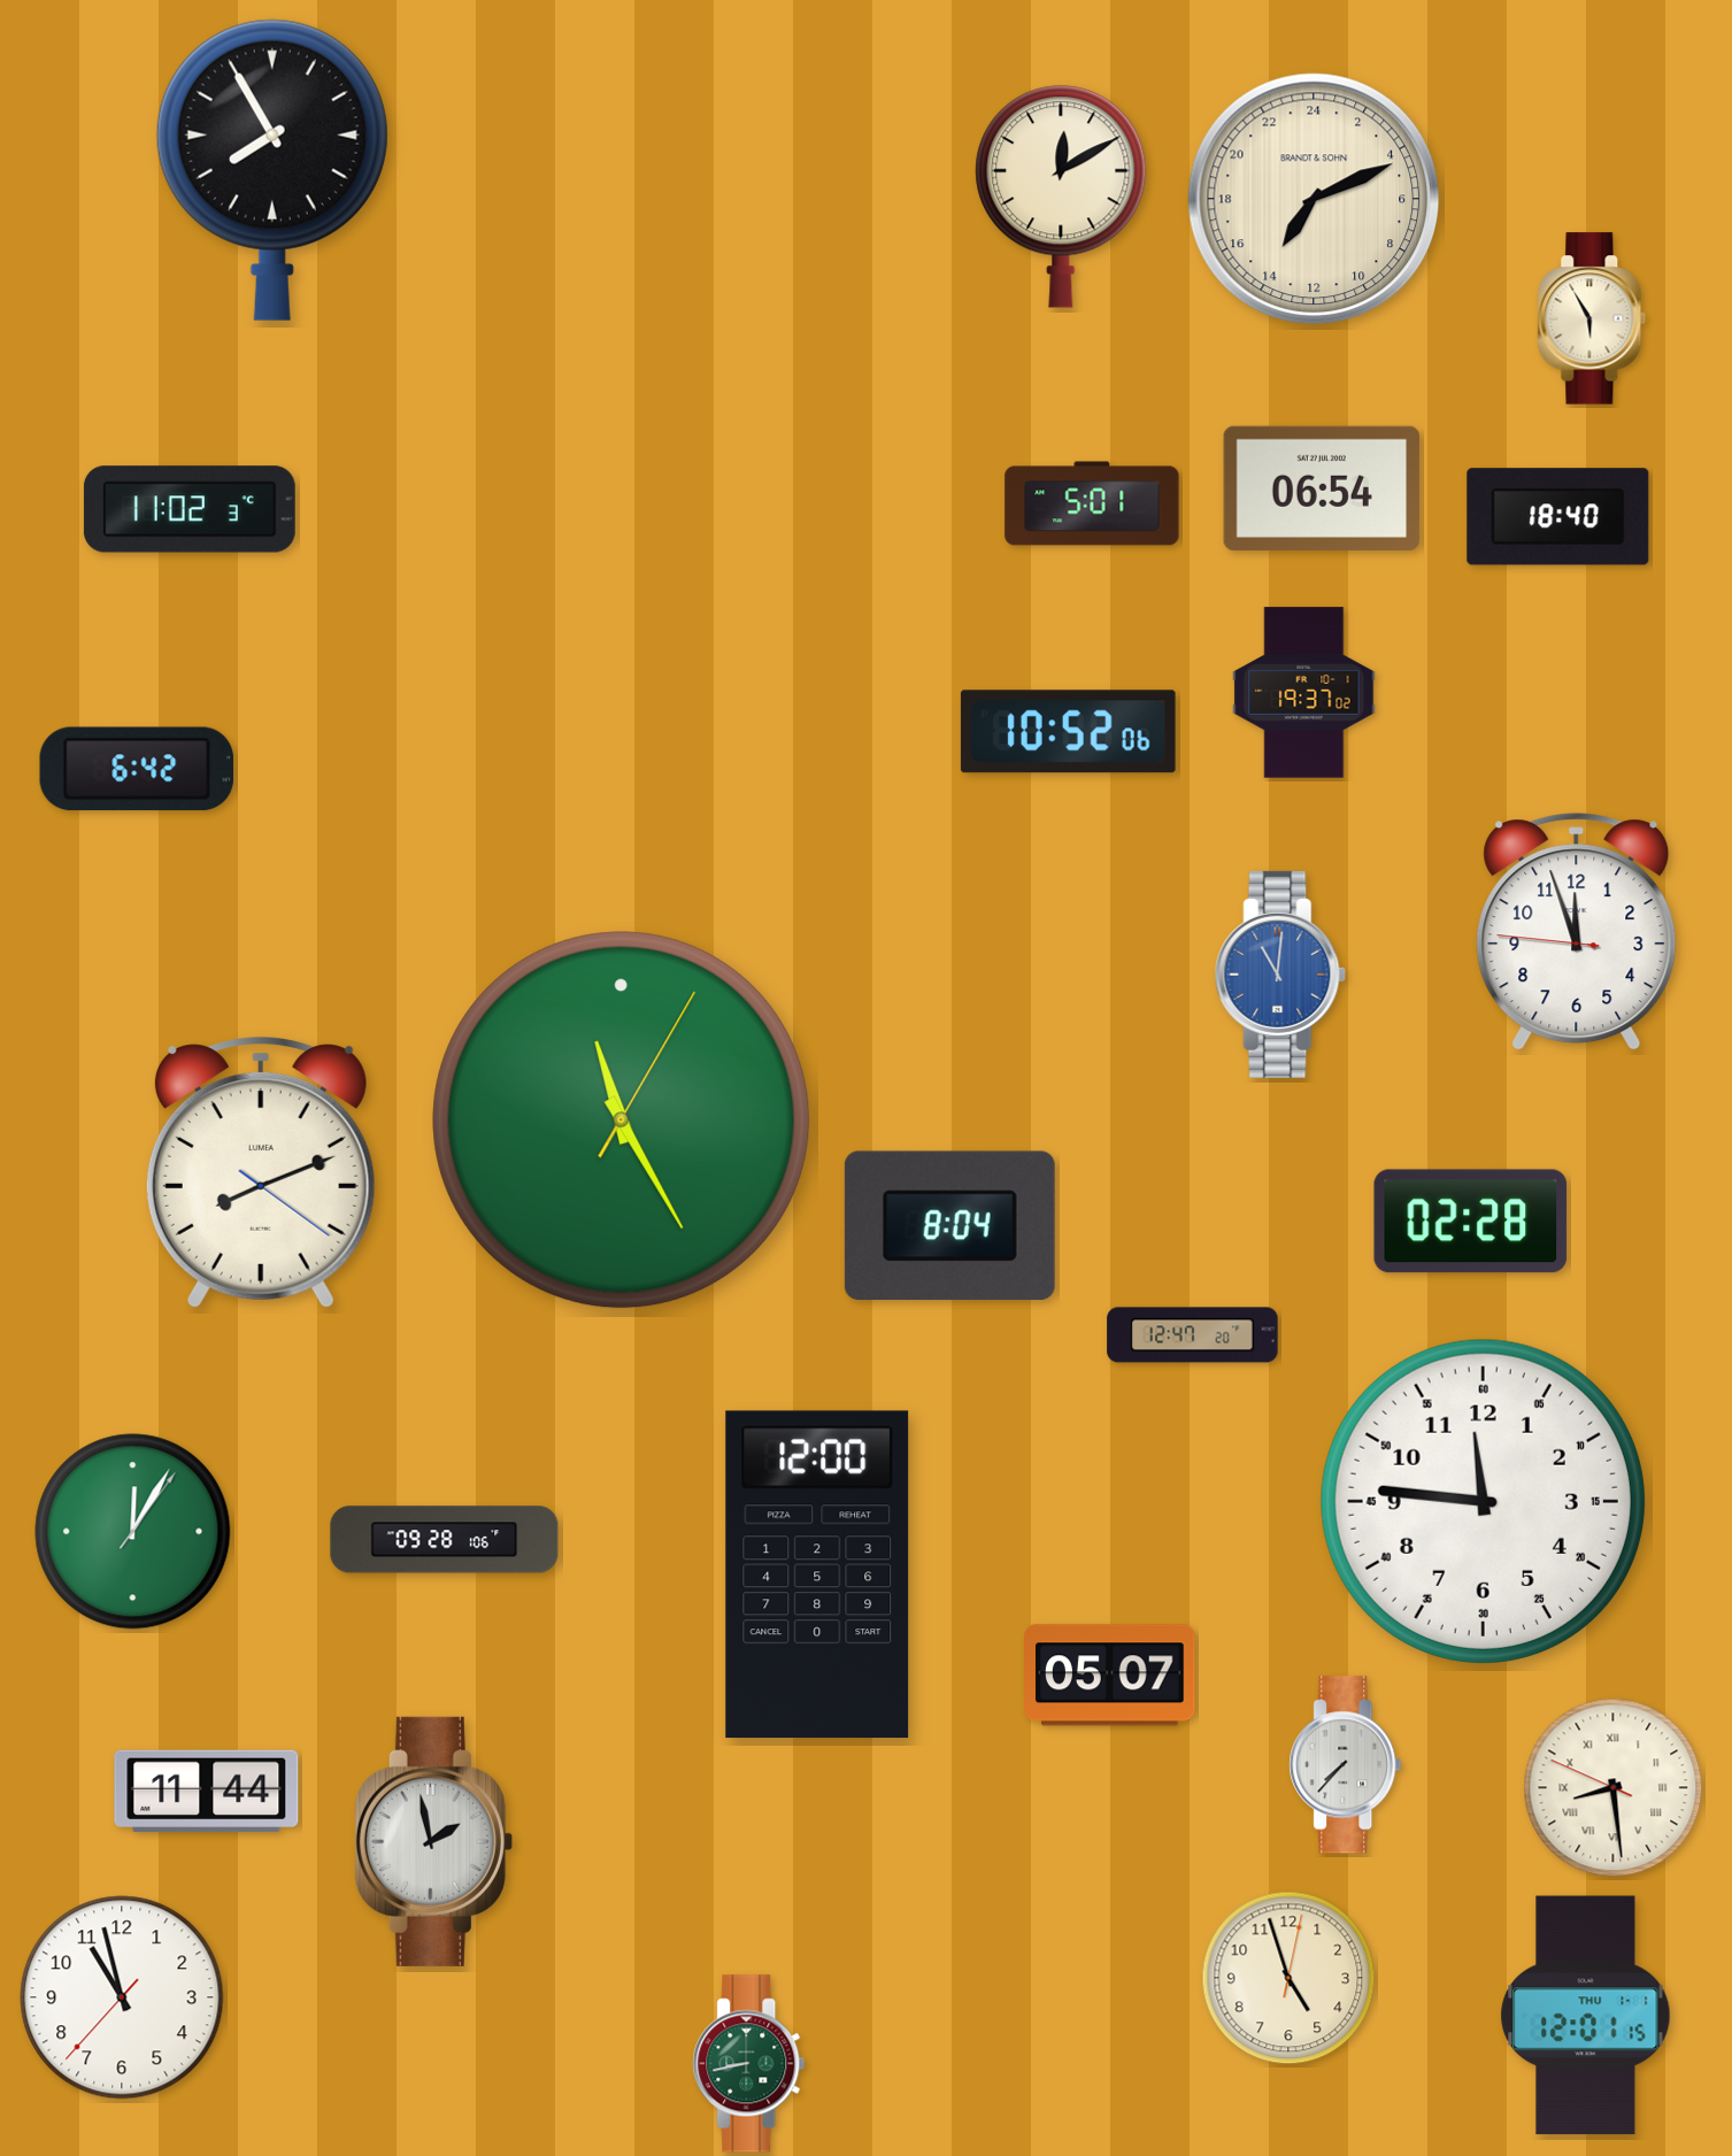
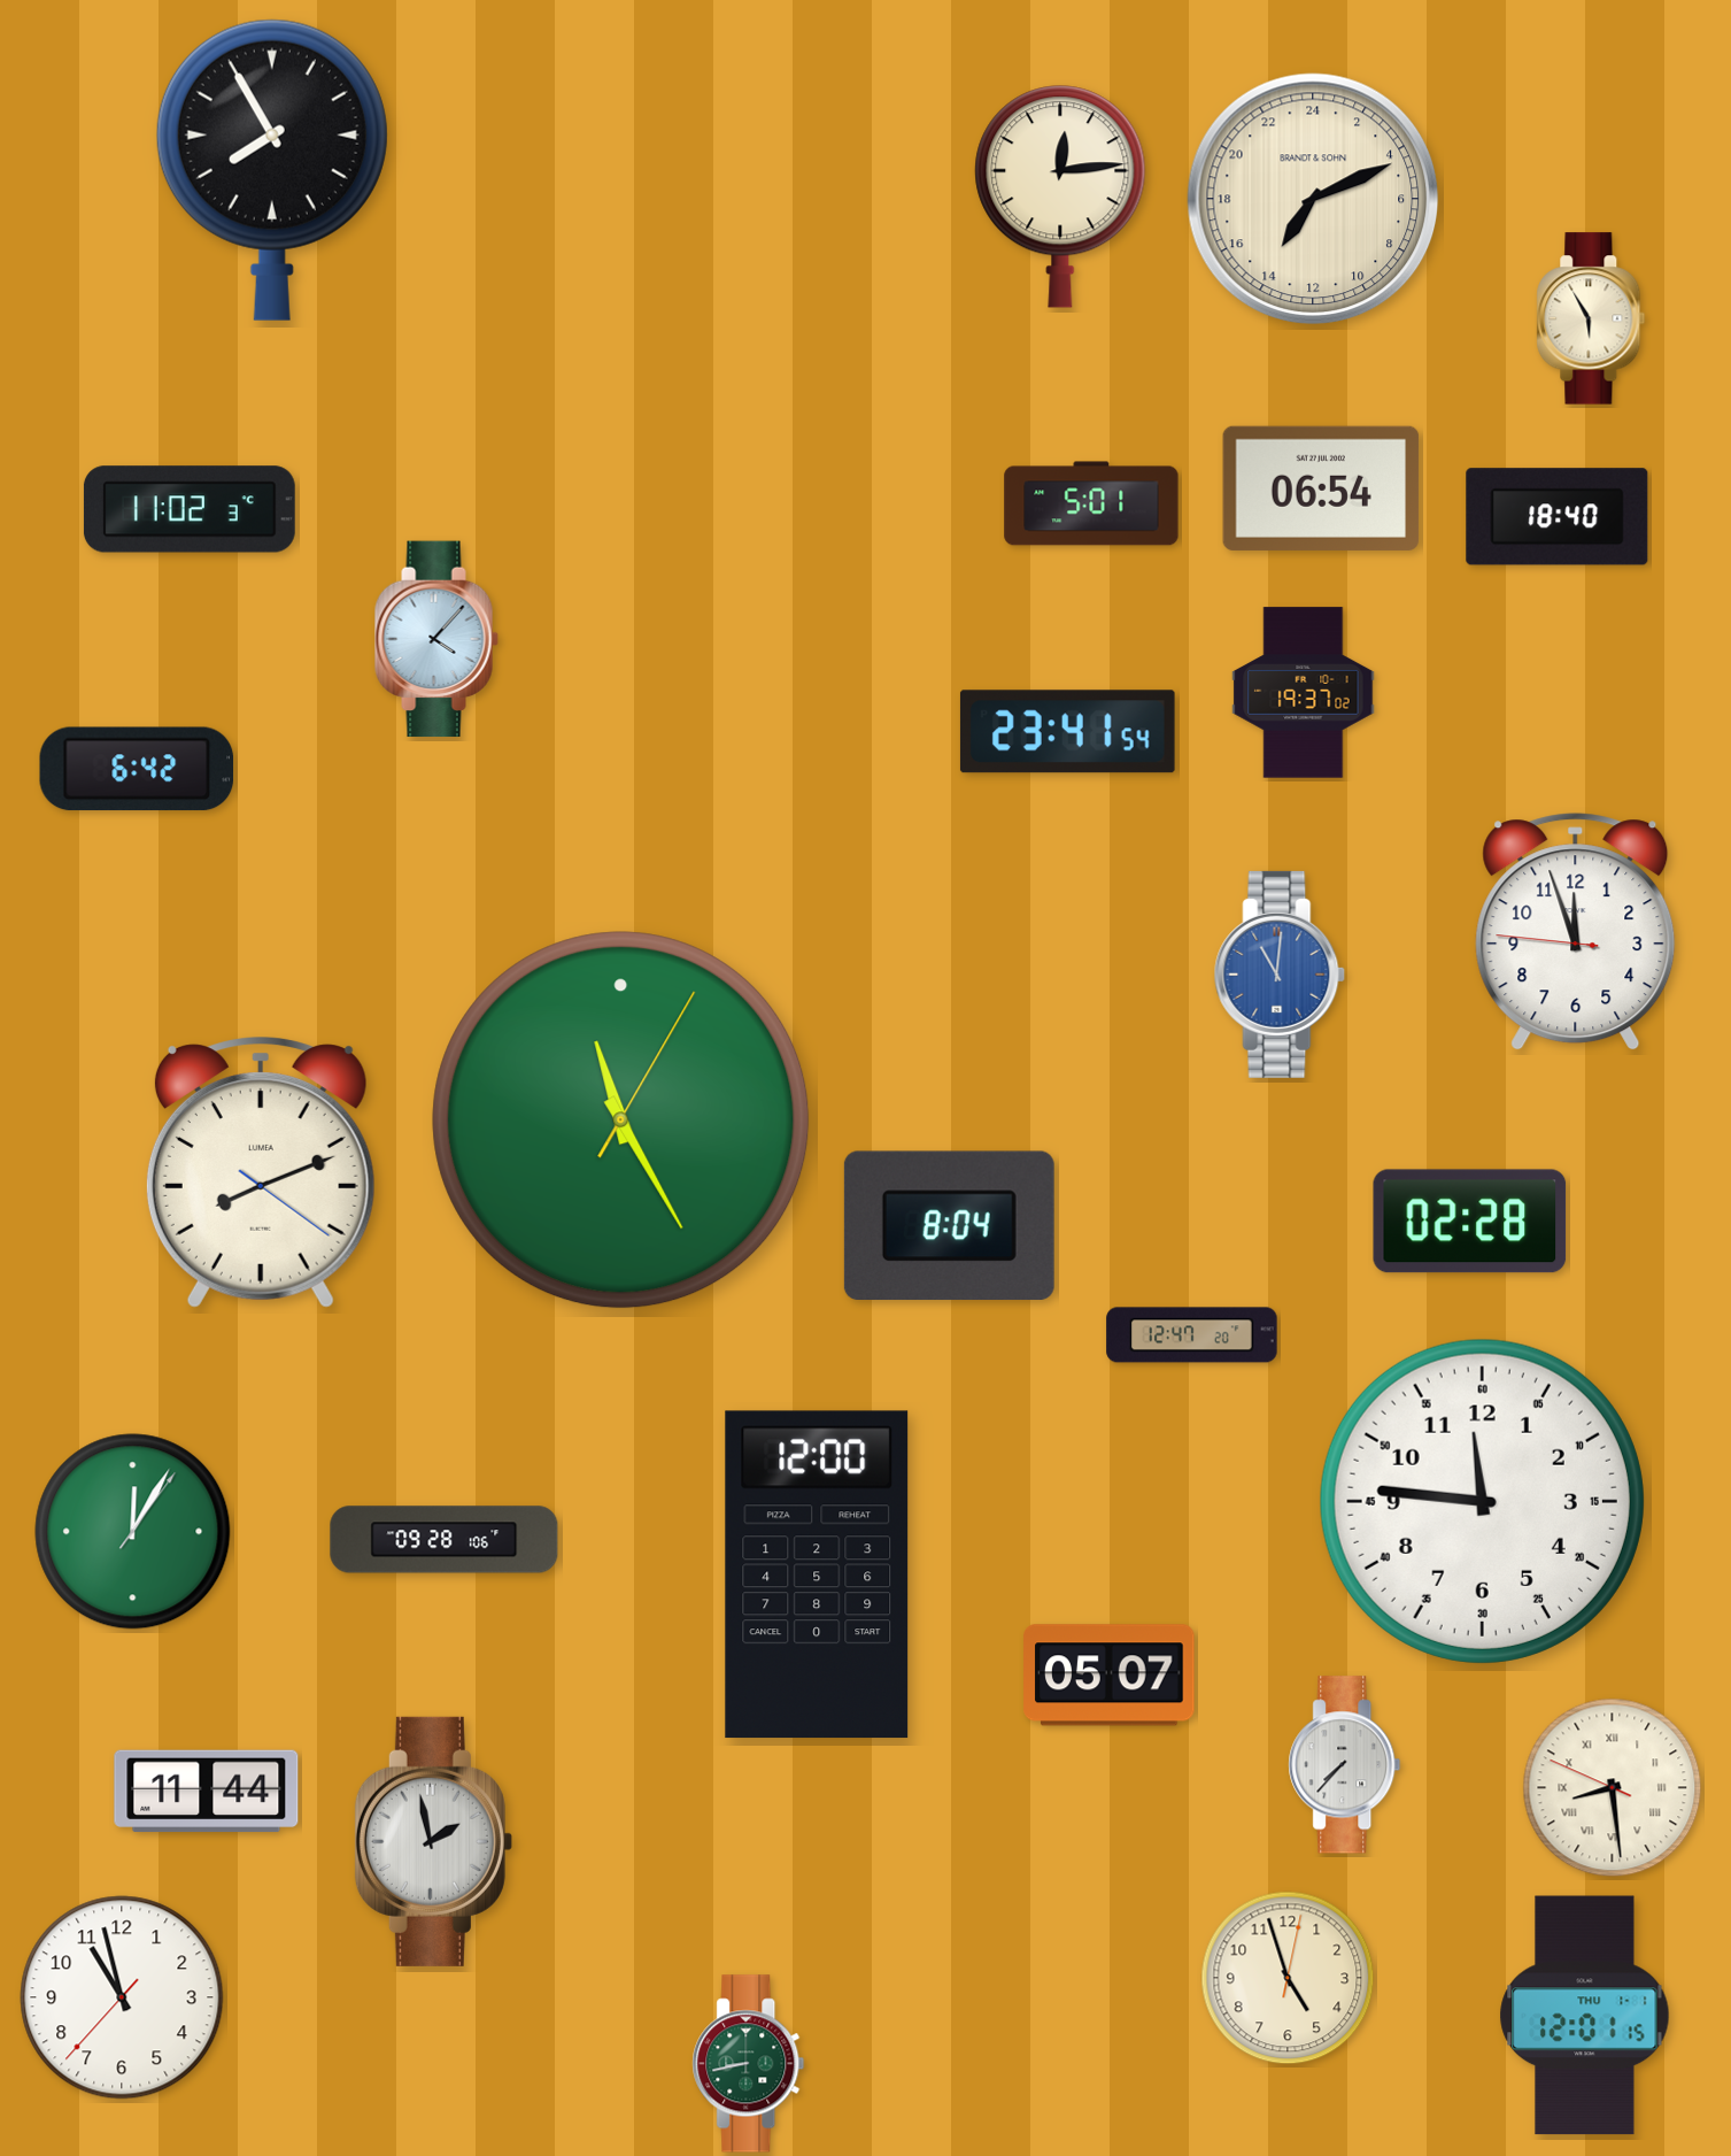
clock at (1061, 197): 12:10 -> 12:14
clock at (436, 639): none -> 4:07
clock at (1068, 732): 10:52 -> 23:41
